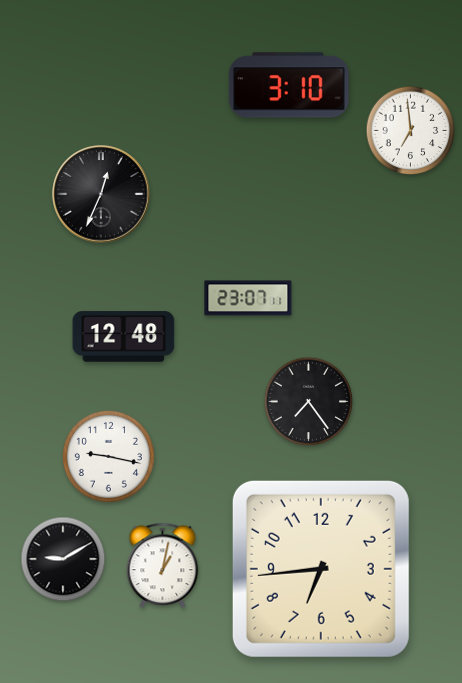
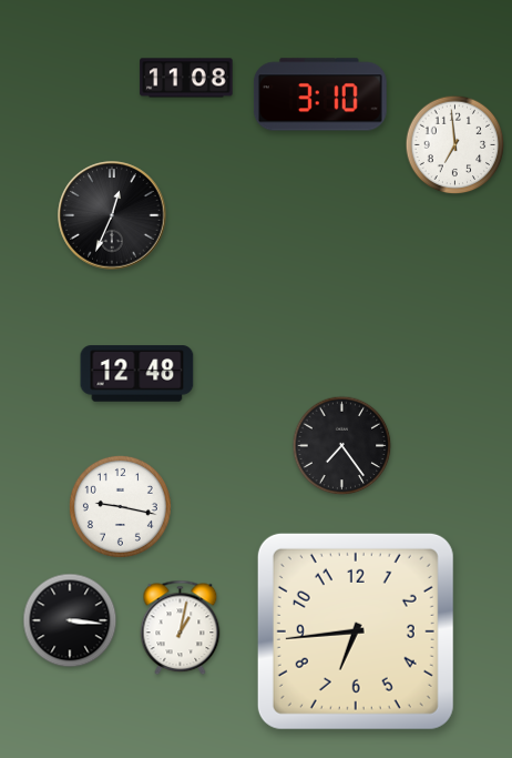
clock at (186, 78): none -> 11:08
clock at (248, 298): 23:07 -> none
clock at (63, 559): 9:10 -> 3:16
